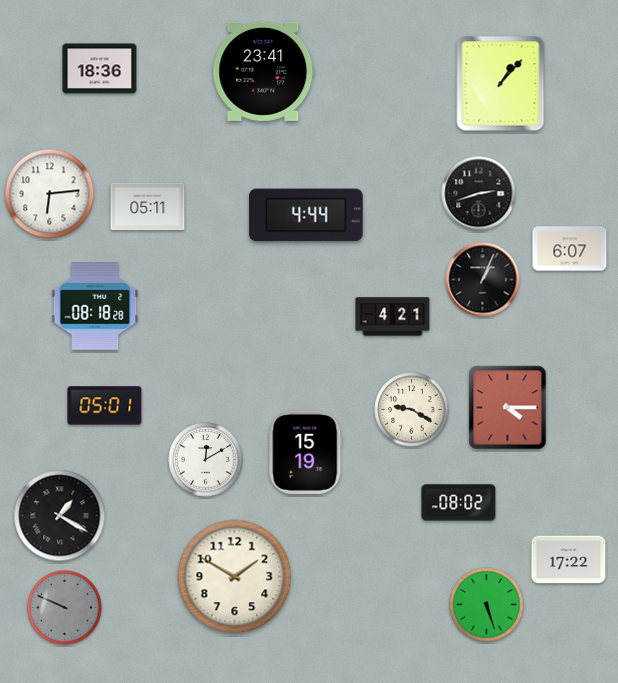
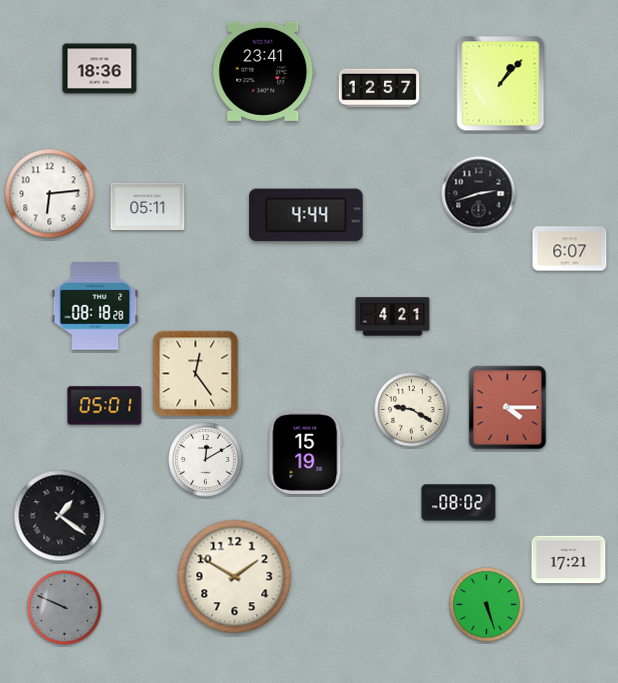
clock at (379, 88): none -> 12:57
clock at (483, 280): 1:04 -> none
clock at (196, 374): none -> 12:24
clock at (60, 516): 1:20 -> 1:21
clock at (569, 560): 17:22 -> 17:21
